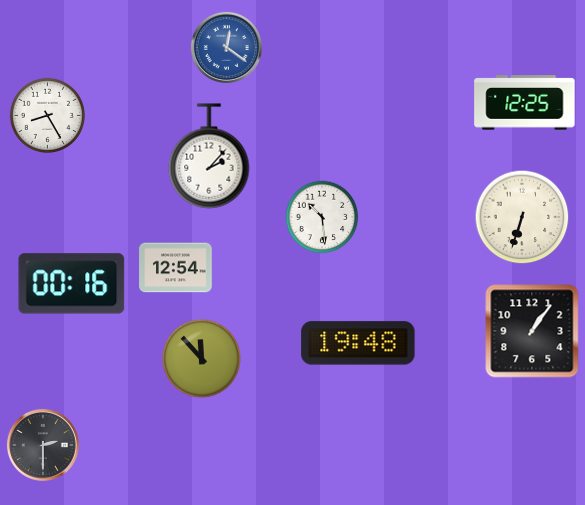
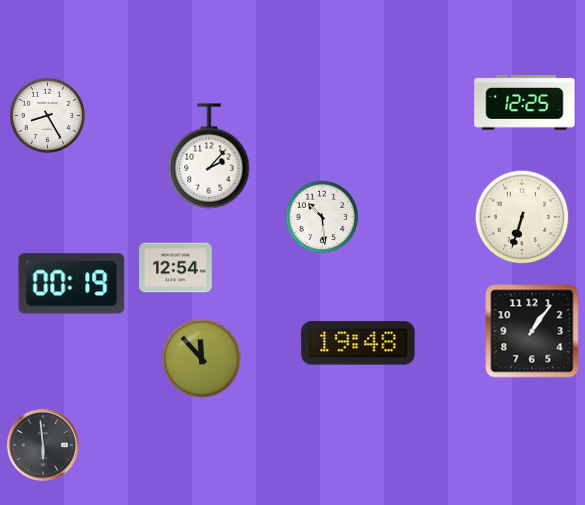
clock at (226, 47): 12:21 -> none
clock at (72, 284): 00:16 -> 00:19
clock at (43, 445): 2:30 -> 5:59
